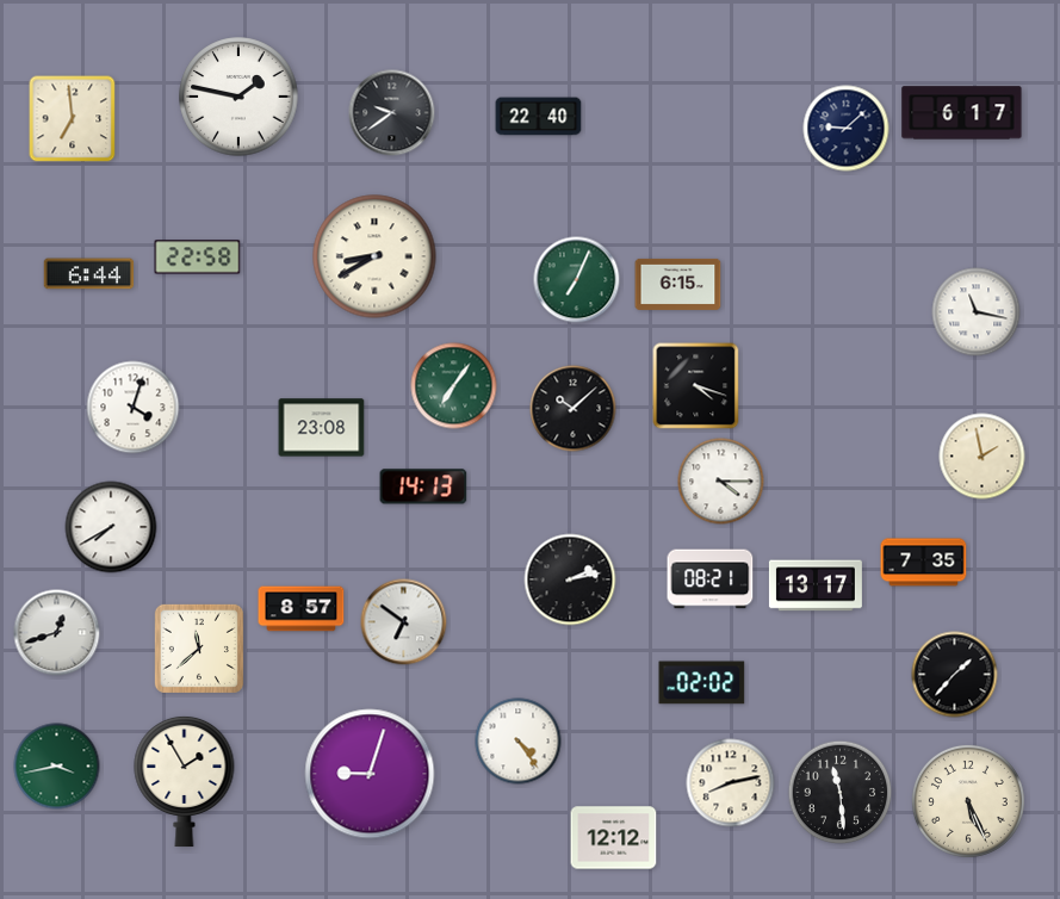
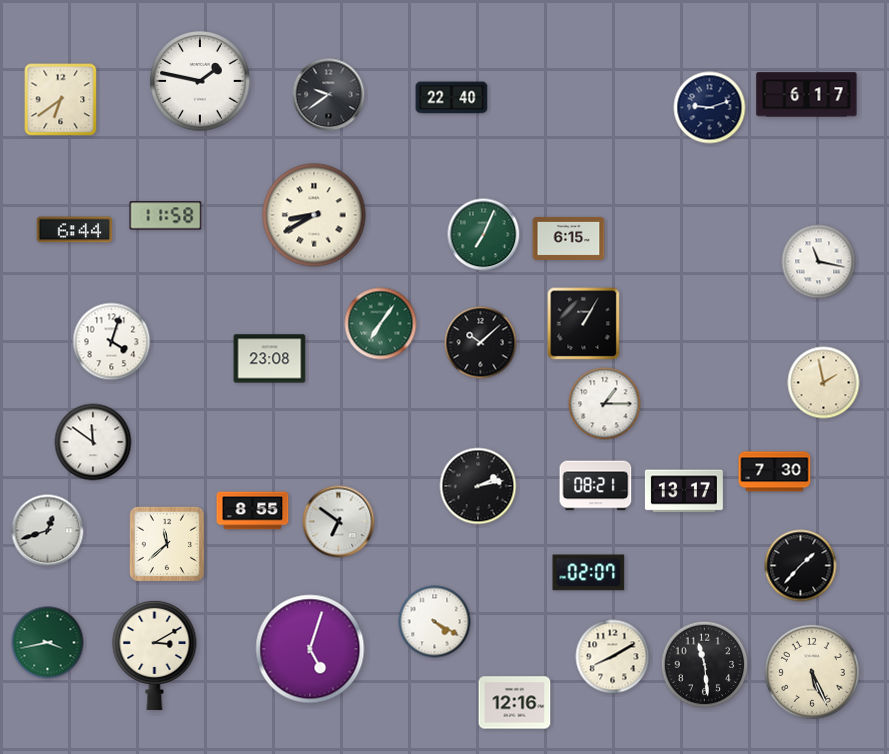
clock at (73, 119): 6:59 -> 6:39
clock at (847, 129): 9:08 -> 9:12
clock at (198, 258): 22:58 -> 11:58
clock at (696, 386): 4:18 -> 1:05
clock at (721, 482): 4:15 -> 1:15
clock at (423, 486): 14:13 -> none
clock at (111, 527): 7:40 -> 11:51
clock at (924, 563): 7:35 -> 7:30
clock at (302, 609): 8:57 -> 8:55
clock at (702, 683): 02:02 -> 02:07
clock at (519, 742): 4:24 -> 4:20
clock at (370, 774): 9:03 -> 5:03
clock at (185, 781): 1:55 -> 3:10
clock at (731, 783): 8:13 -> 8:10
clock at (614, 838): 12:12 -> 12:16
